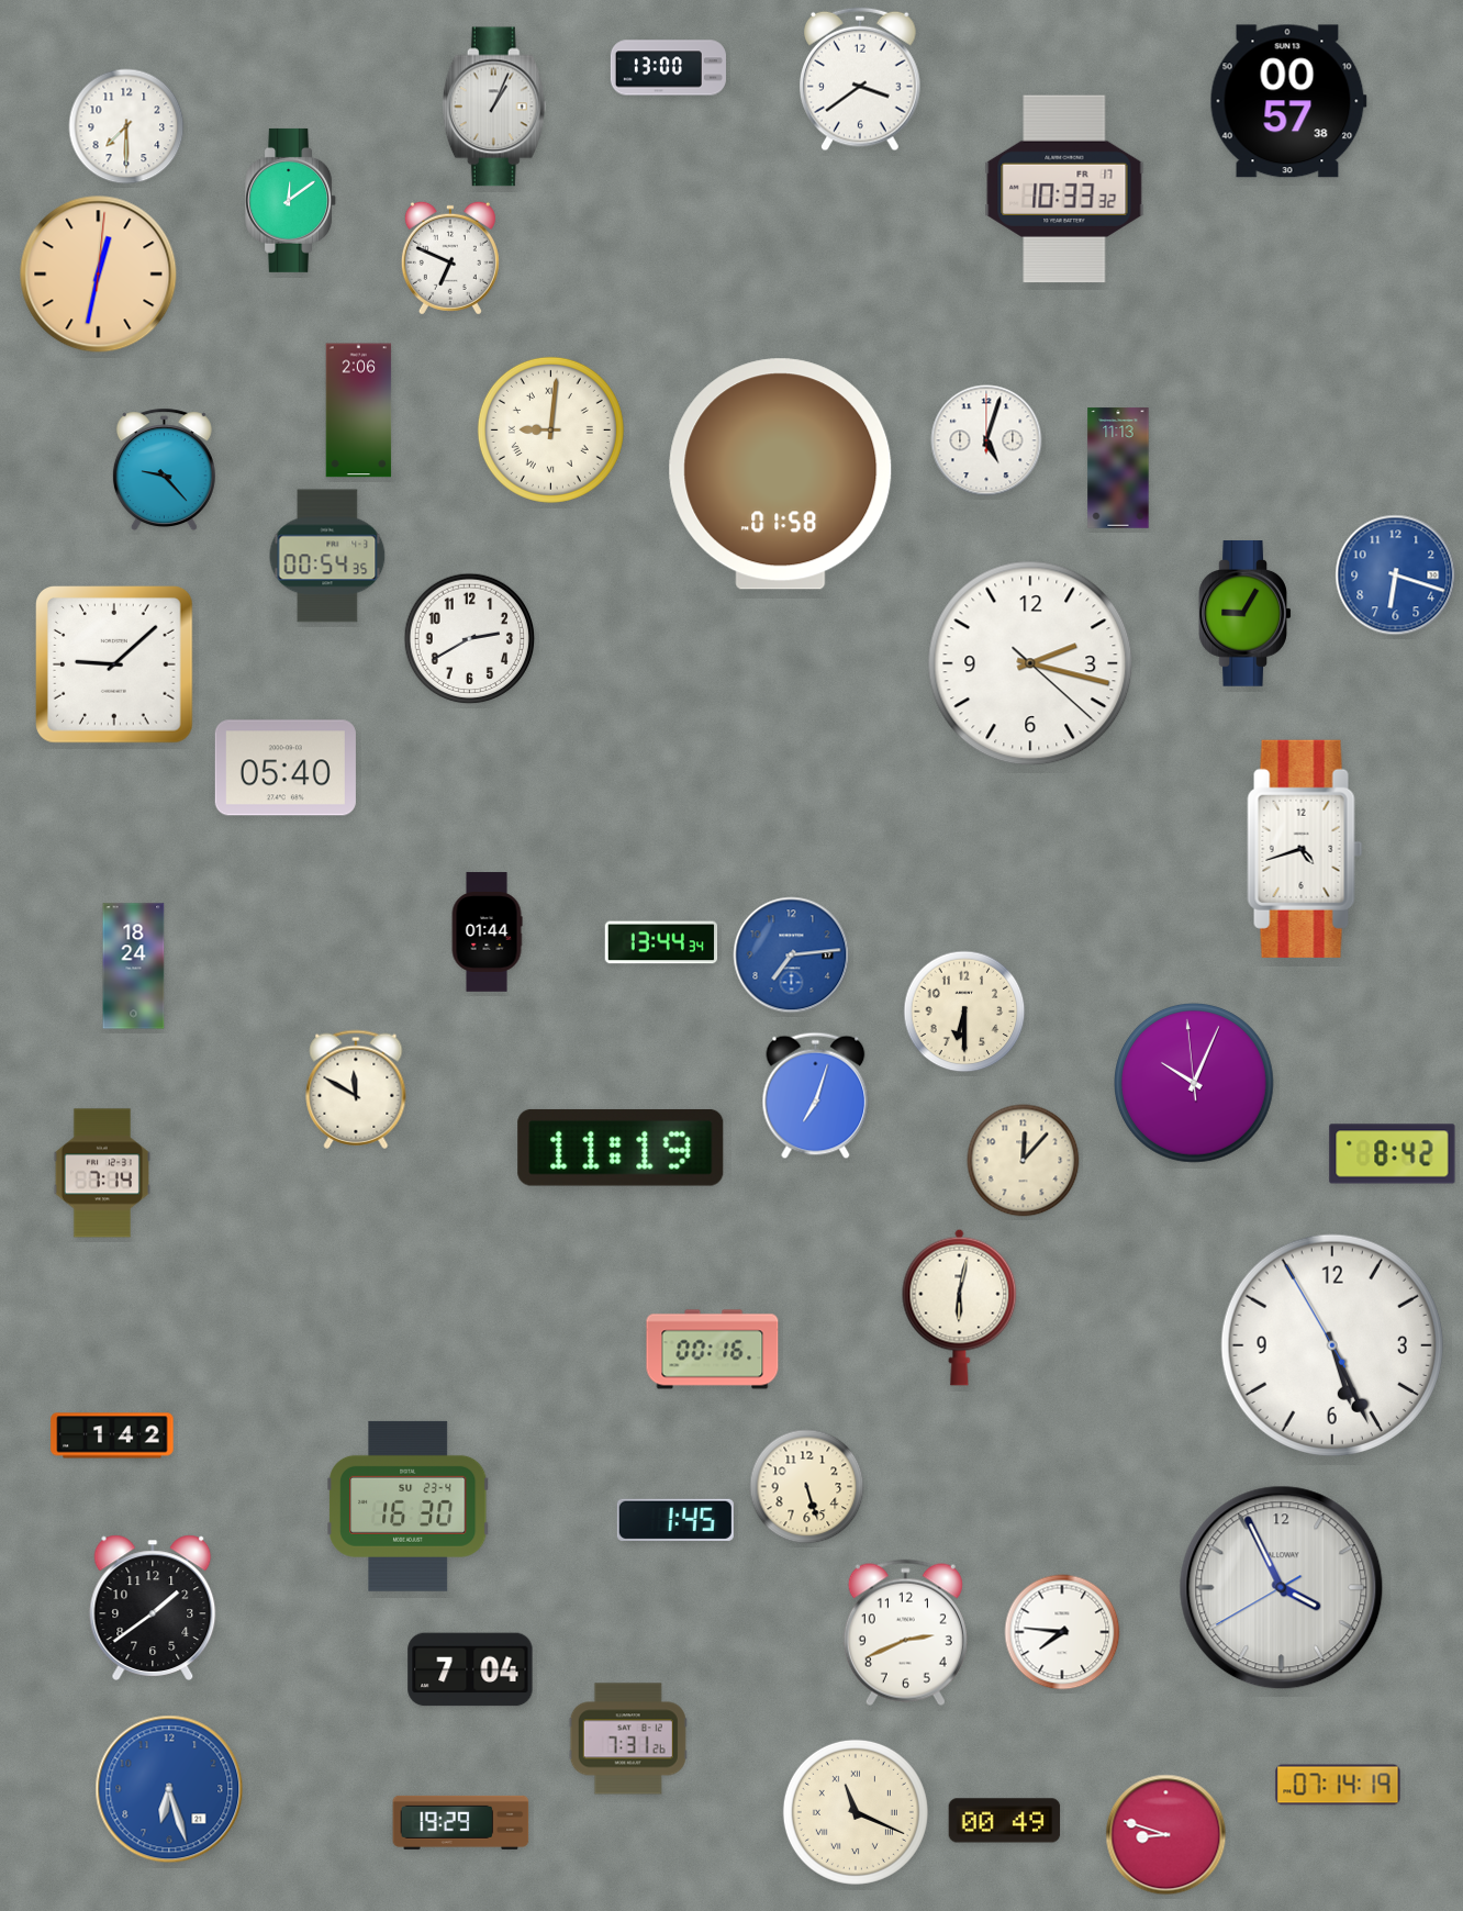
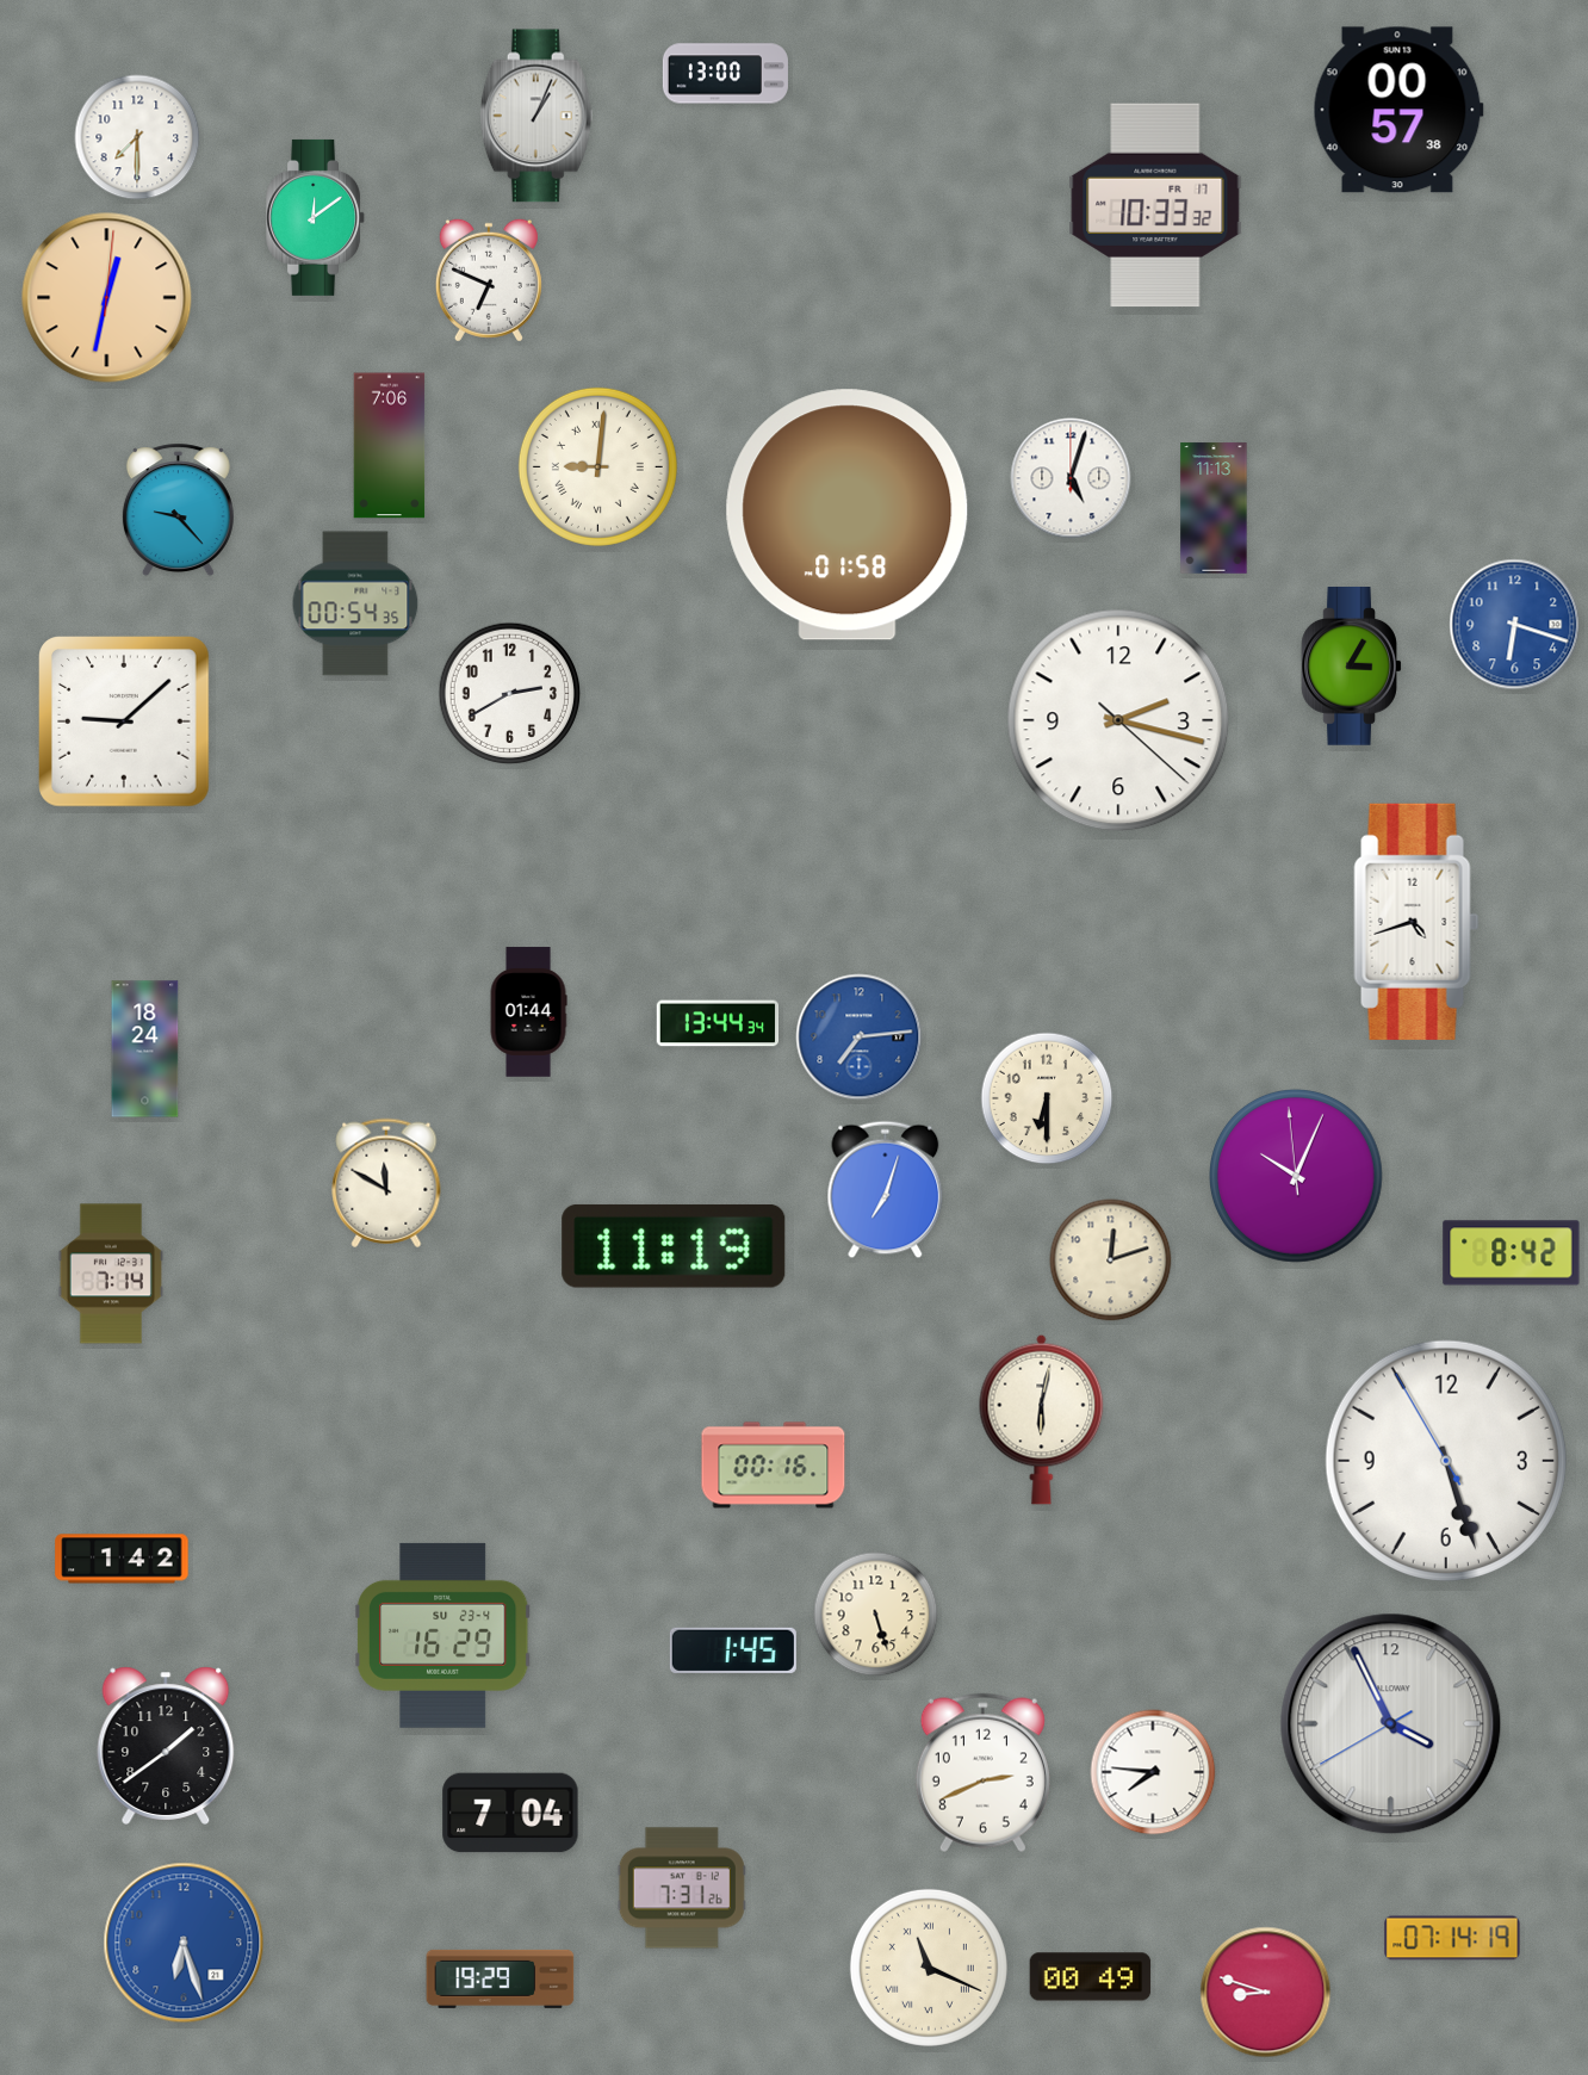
clock at (861, 79): 3:39 -> none
clock at (359, 411): 2:06 -> 7:06
clock at (1246, 614): 9:05 -> 3:05
clock at (286, 768): 05:40 -> none
clock at (1024, 1161): 12:07 -> 12:12
clock at (1332, 1345): 5:25 -> 5:26
clock at (409, 1506): 16:30 -> 16:29
